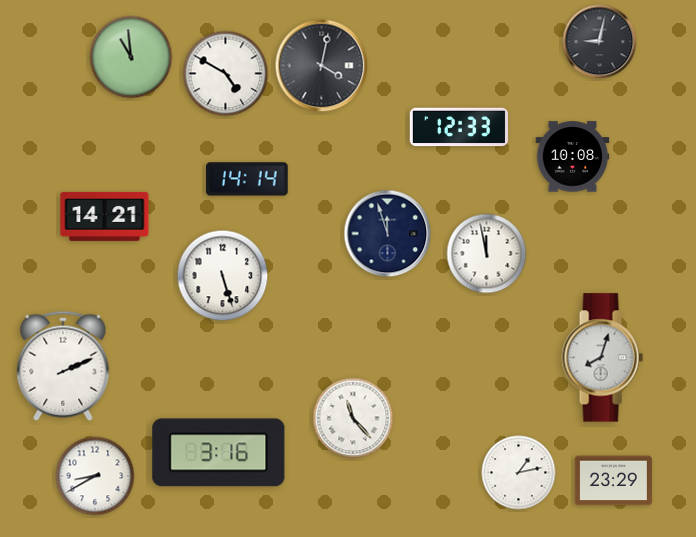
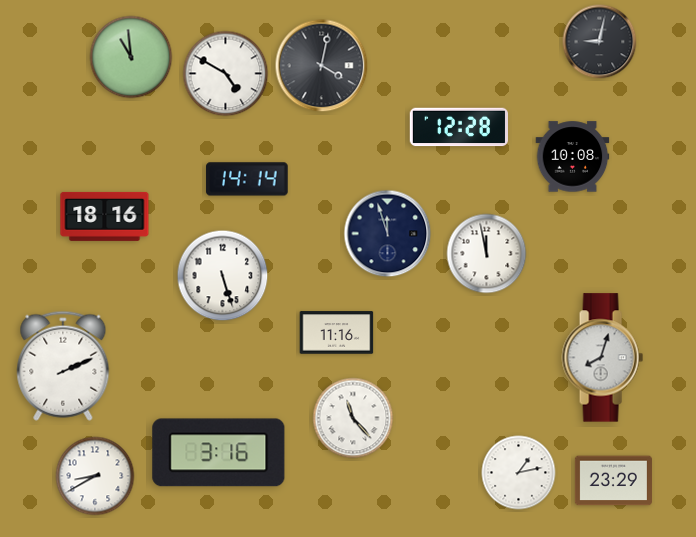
clock at (458, 127): 12:33 -> 12:28
clock at (105, 216): 14:21 -> 18:16
clock at (337, 333): none -> 11:16
